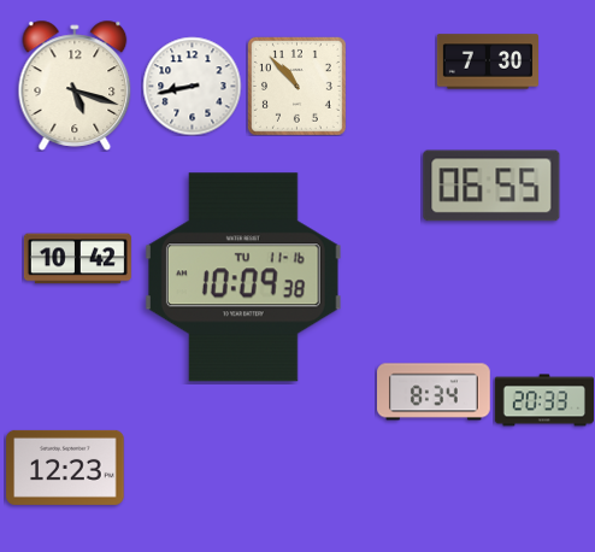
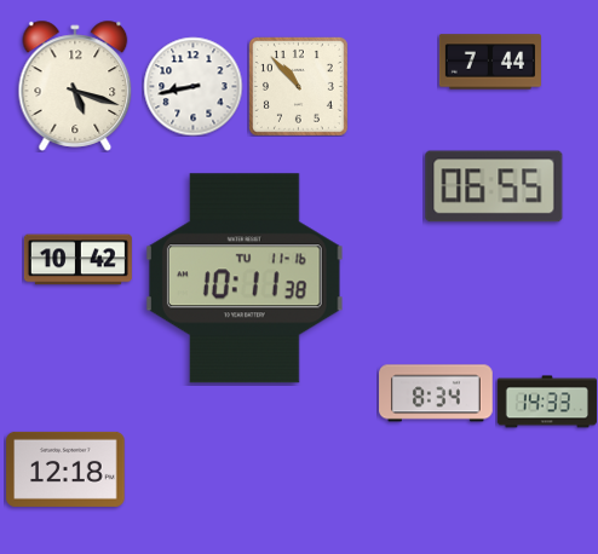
clock at (488, 61): 7:30 -> 7:44
clock at (243, 277): 10:09 -> 10:11
clock at (543, 400): 20:33 -> 14:33
clock at (65, 468): 12:23 -> 12:18
